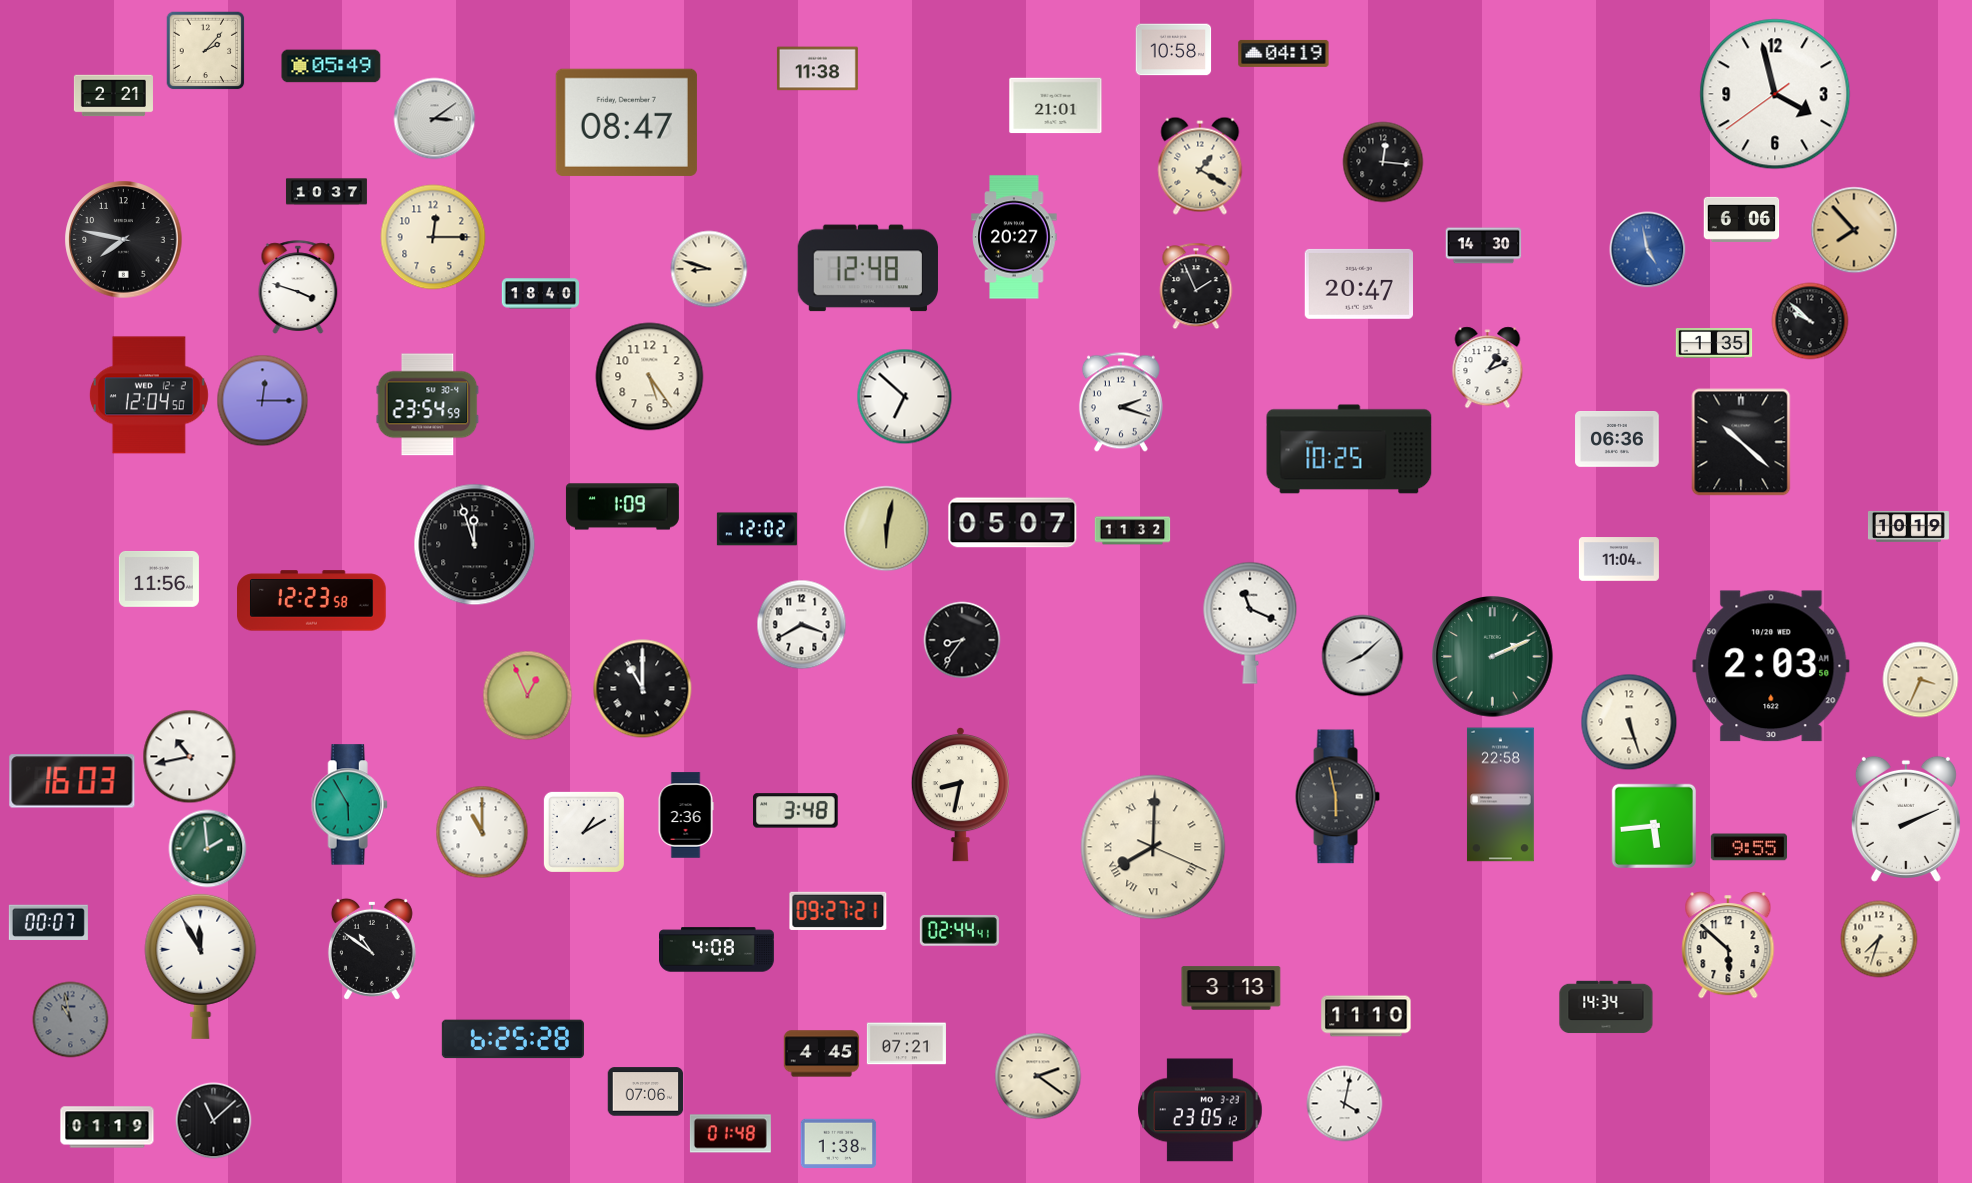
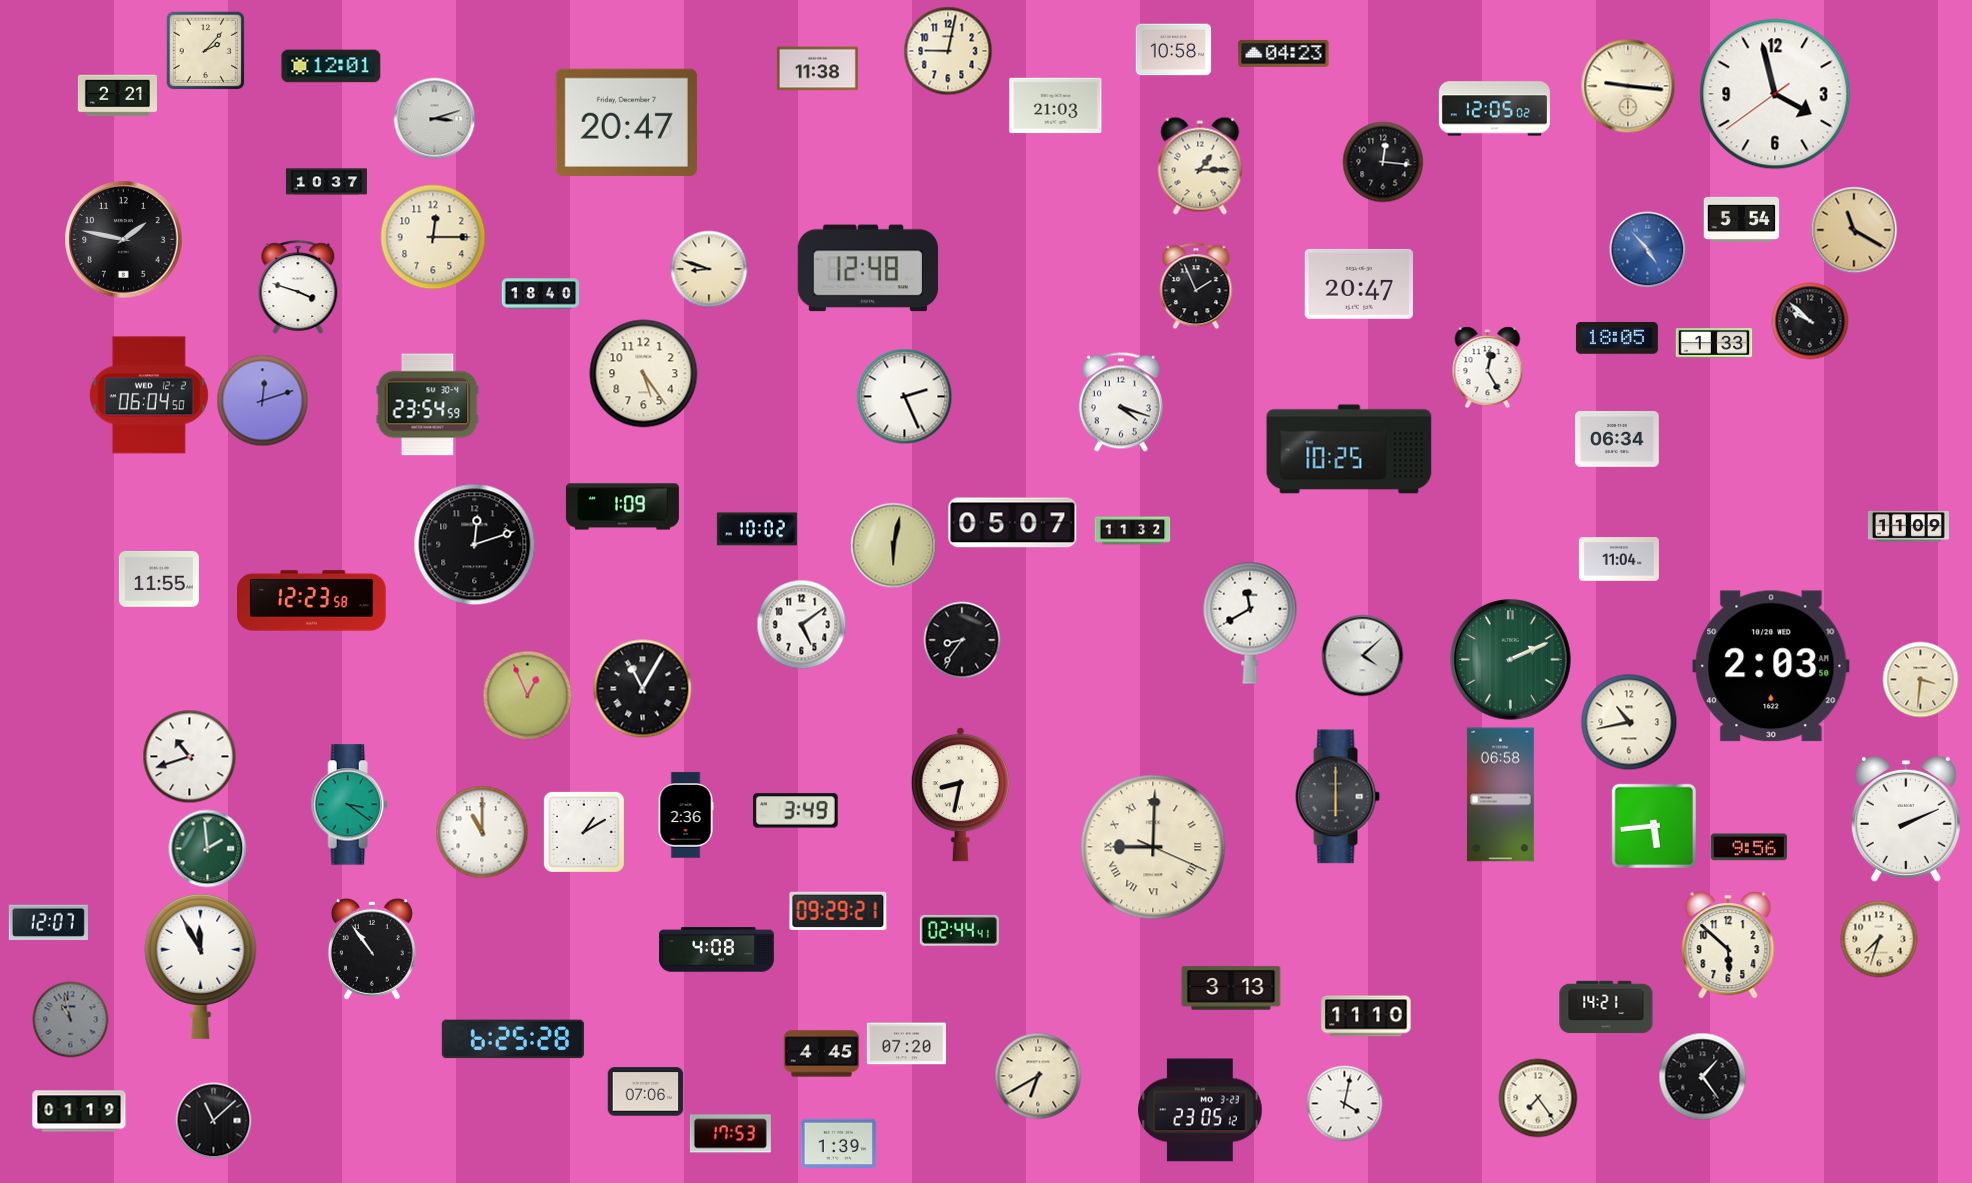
clock at (948, 51): none -> 9:02
clock at (1284, 53): 04:19 -> 04:23
clock at (331, 66): 05:49 -> 12:01
clock at (1628, 86): none -> 9:16
clock at (113, 96) position: (113, 96) -> (117, 96)
clock at (1056, 106): 21:01 -> 21:03
clock at (1494, 109): none -> 12:05
clock at (435, 119): 3:09 -> 3:12
clock at (626, 122): 08:47 -> 20:47
clock at (1200, 166): 1:20 -> 1:15
clock at (326, 192) position: (326, 192) -> (326, 182)
clock at (1742, 219): 6:06 -> 5:54
clock at (1854, 230): 7:53 -> 11:20
clock at (1014, 237): 20:27 -> none
clock at (124, 240): 7:47 -> 1:47
clock at (1484, 246): 14:30 -> none
clock at (1648, 250): 4:58 -> 4:53
clock at (1617, 338): none -> 18:05
clock at (1714, 344): 1:35 -> 1:33
clock at (1488, 368): 1:11 -> 12:25
clock at (650, 377) position: (650, 377) -> (644, 374)
clock at (149, 395): 12:04 -> 06:04
clock at (905, 397): 6:52 -> 2:26
clock at (263, 401): 12:15 -> 12:12
clock at (1121, 402): 2:18 -> 4:18
clock at (1617, 440): 06:36 -> 06:34
clock at (1741, 442): 10:22 -> none
clock at (1908, 527): 10:19 -> 11:09
clock at (757, 529): 12:02 -> 10:02
clock at (887, 529) position: (887, 529) -> (894, 546)
clock at (475, 545): 11:57 -> 12:12
clock at (159, 579): 11:56 -> 11:55
clock at (1250, 623): 11:19 -> 11:40
clock at (802, 625): 3:40 -> 5:09
clock at (1363, 656): 8:08 -> 4:08
clock at (1493, 657) position: (1493, 657) -> (1511, 660)
clock at (1921, 680): 3:34 -> 3:31
clock at (643, 689): 11:00 -> 11:05
clock at (1629, 722): 5:27 -> 10:43
clock at (190, 757): 10:43 -> 10:42
clock at (72, 781): 16:03 -> none
clock at (1500, 795): 22:58 -> 06:58
clock at (1337, 797): 5:58 -> 6:00
clock at (349, 805): 5:55 -> 3:21
clock at (796, 811): 3:48 -> 3:49
clock at (1153, 847): 8:00 -> 9:00
clock at (1749, 847): 9:55 -> 9:56
clock at (838, 910): 09:27 -> 09:29
clock at (48, 922): 00:07 -> 12:07
clock at (372, 949): 10:51 -> 10:54
clock at (1606, 1007): 14:34 -> 14:21
clock at (906, 1044): 07:21 -> 07:20
clock at (1038, 1076): 2:21 -> 6:40
clock at (1703, 1077): none -> 1:24
clock at (1538, 1098): none -> 7:24
clock at (107, 1127) position: (107, 1127) -> (79, 1111)
clock at (730, 1134): 01:48 -> 17:53
clock at (839, 1143): 1:38 -> 1:39
